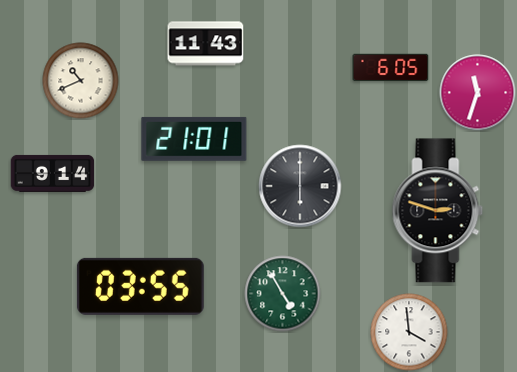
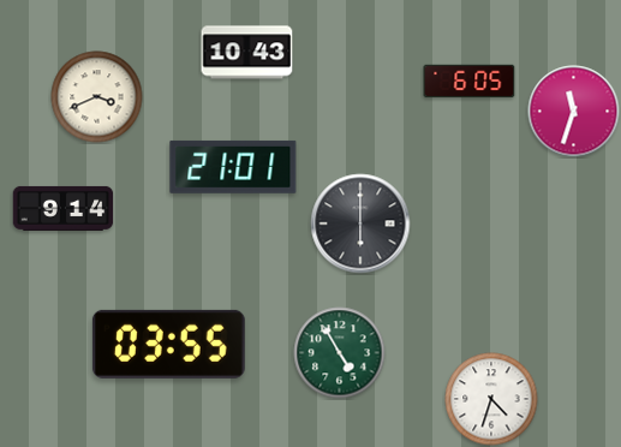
clock at (206, 44): 11:43 -> 10:43
clock at (81, 81): 10:41 -> 3:41
clock at (438, 211): 2:48 -> none
clock at (409, 332): 3:59 -> 4:33
